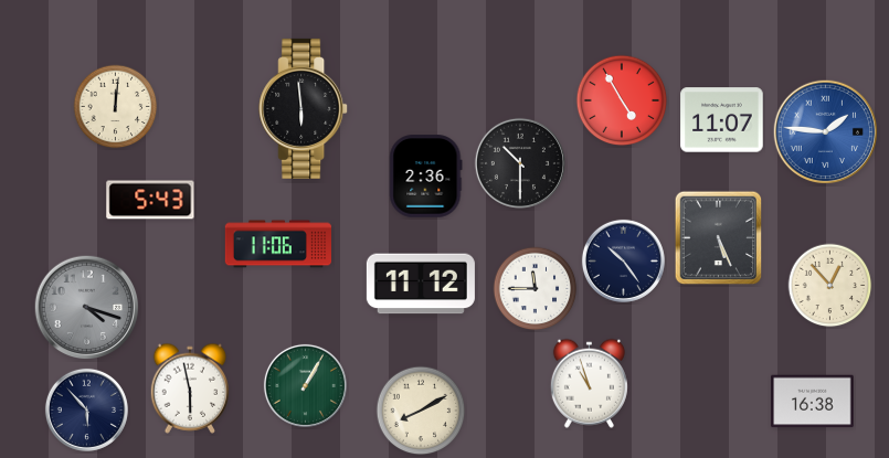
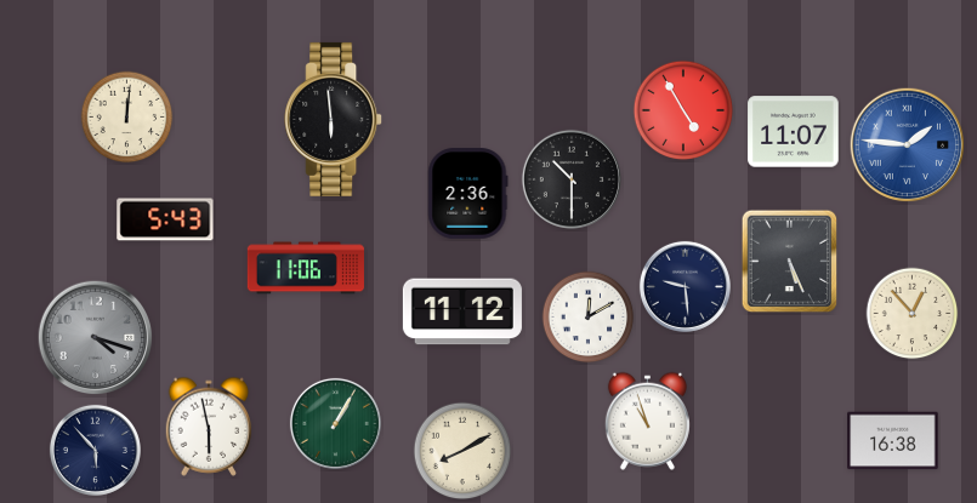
clock at (623, 260): 10:24 -> 9:29
clock at (536, 289): 11:45 -> 12:10
